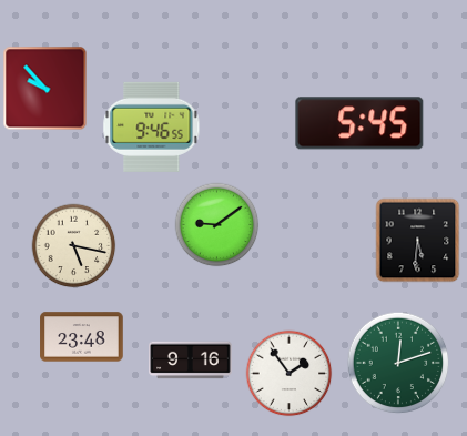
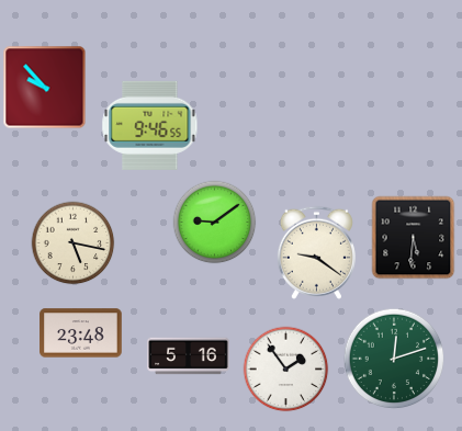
clock at (359, 123): 5:45 -> none
clock at (316, 252): none -> 9:21
clock at (191, 361): 9:16 -> 5:16
